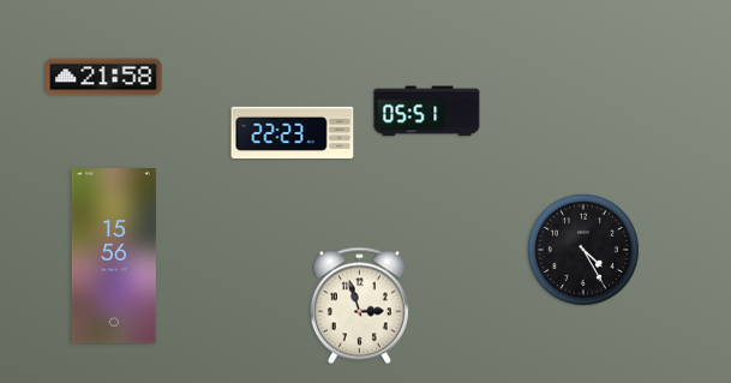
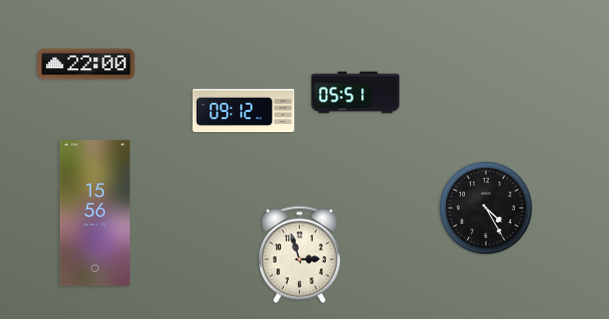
clock at (103, 77): 21:58 -> 22:00
clock at (293, 132): 22:23 -> 09:12
